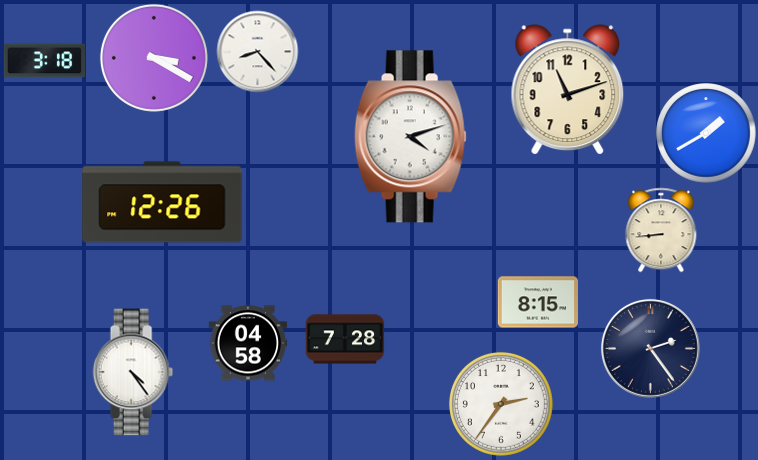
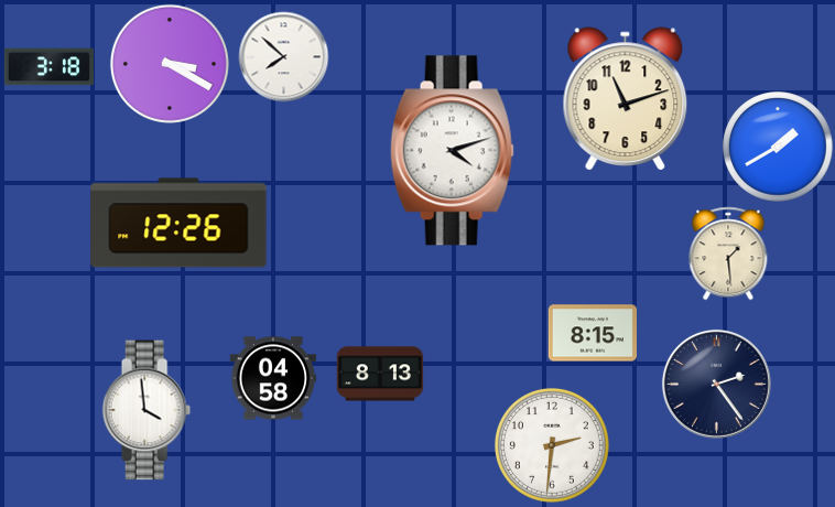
clock at (257, 51): 8:23 -> 7:52
clock at (661, 230): 8:44 -> 1:29
clock at (345, 339): 7:28 -> 8:13
clock at (133, 372): 4:24 -> 3:59
clock at (501, 404): 2:36 -> 2:31
